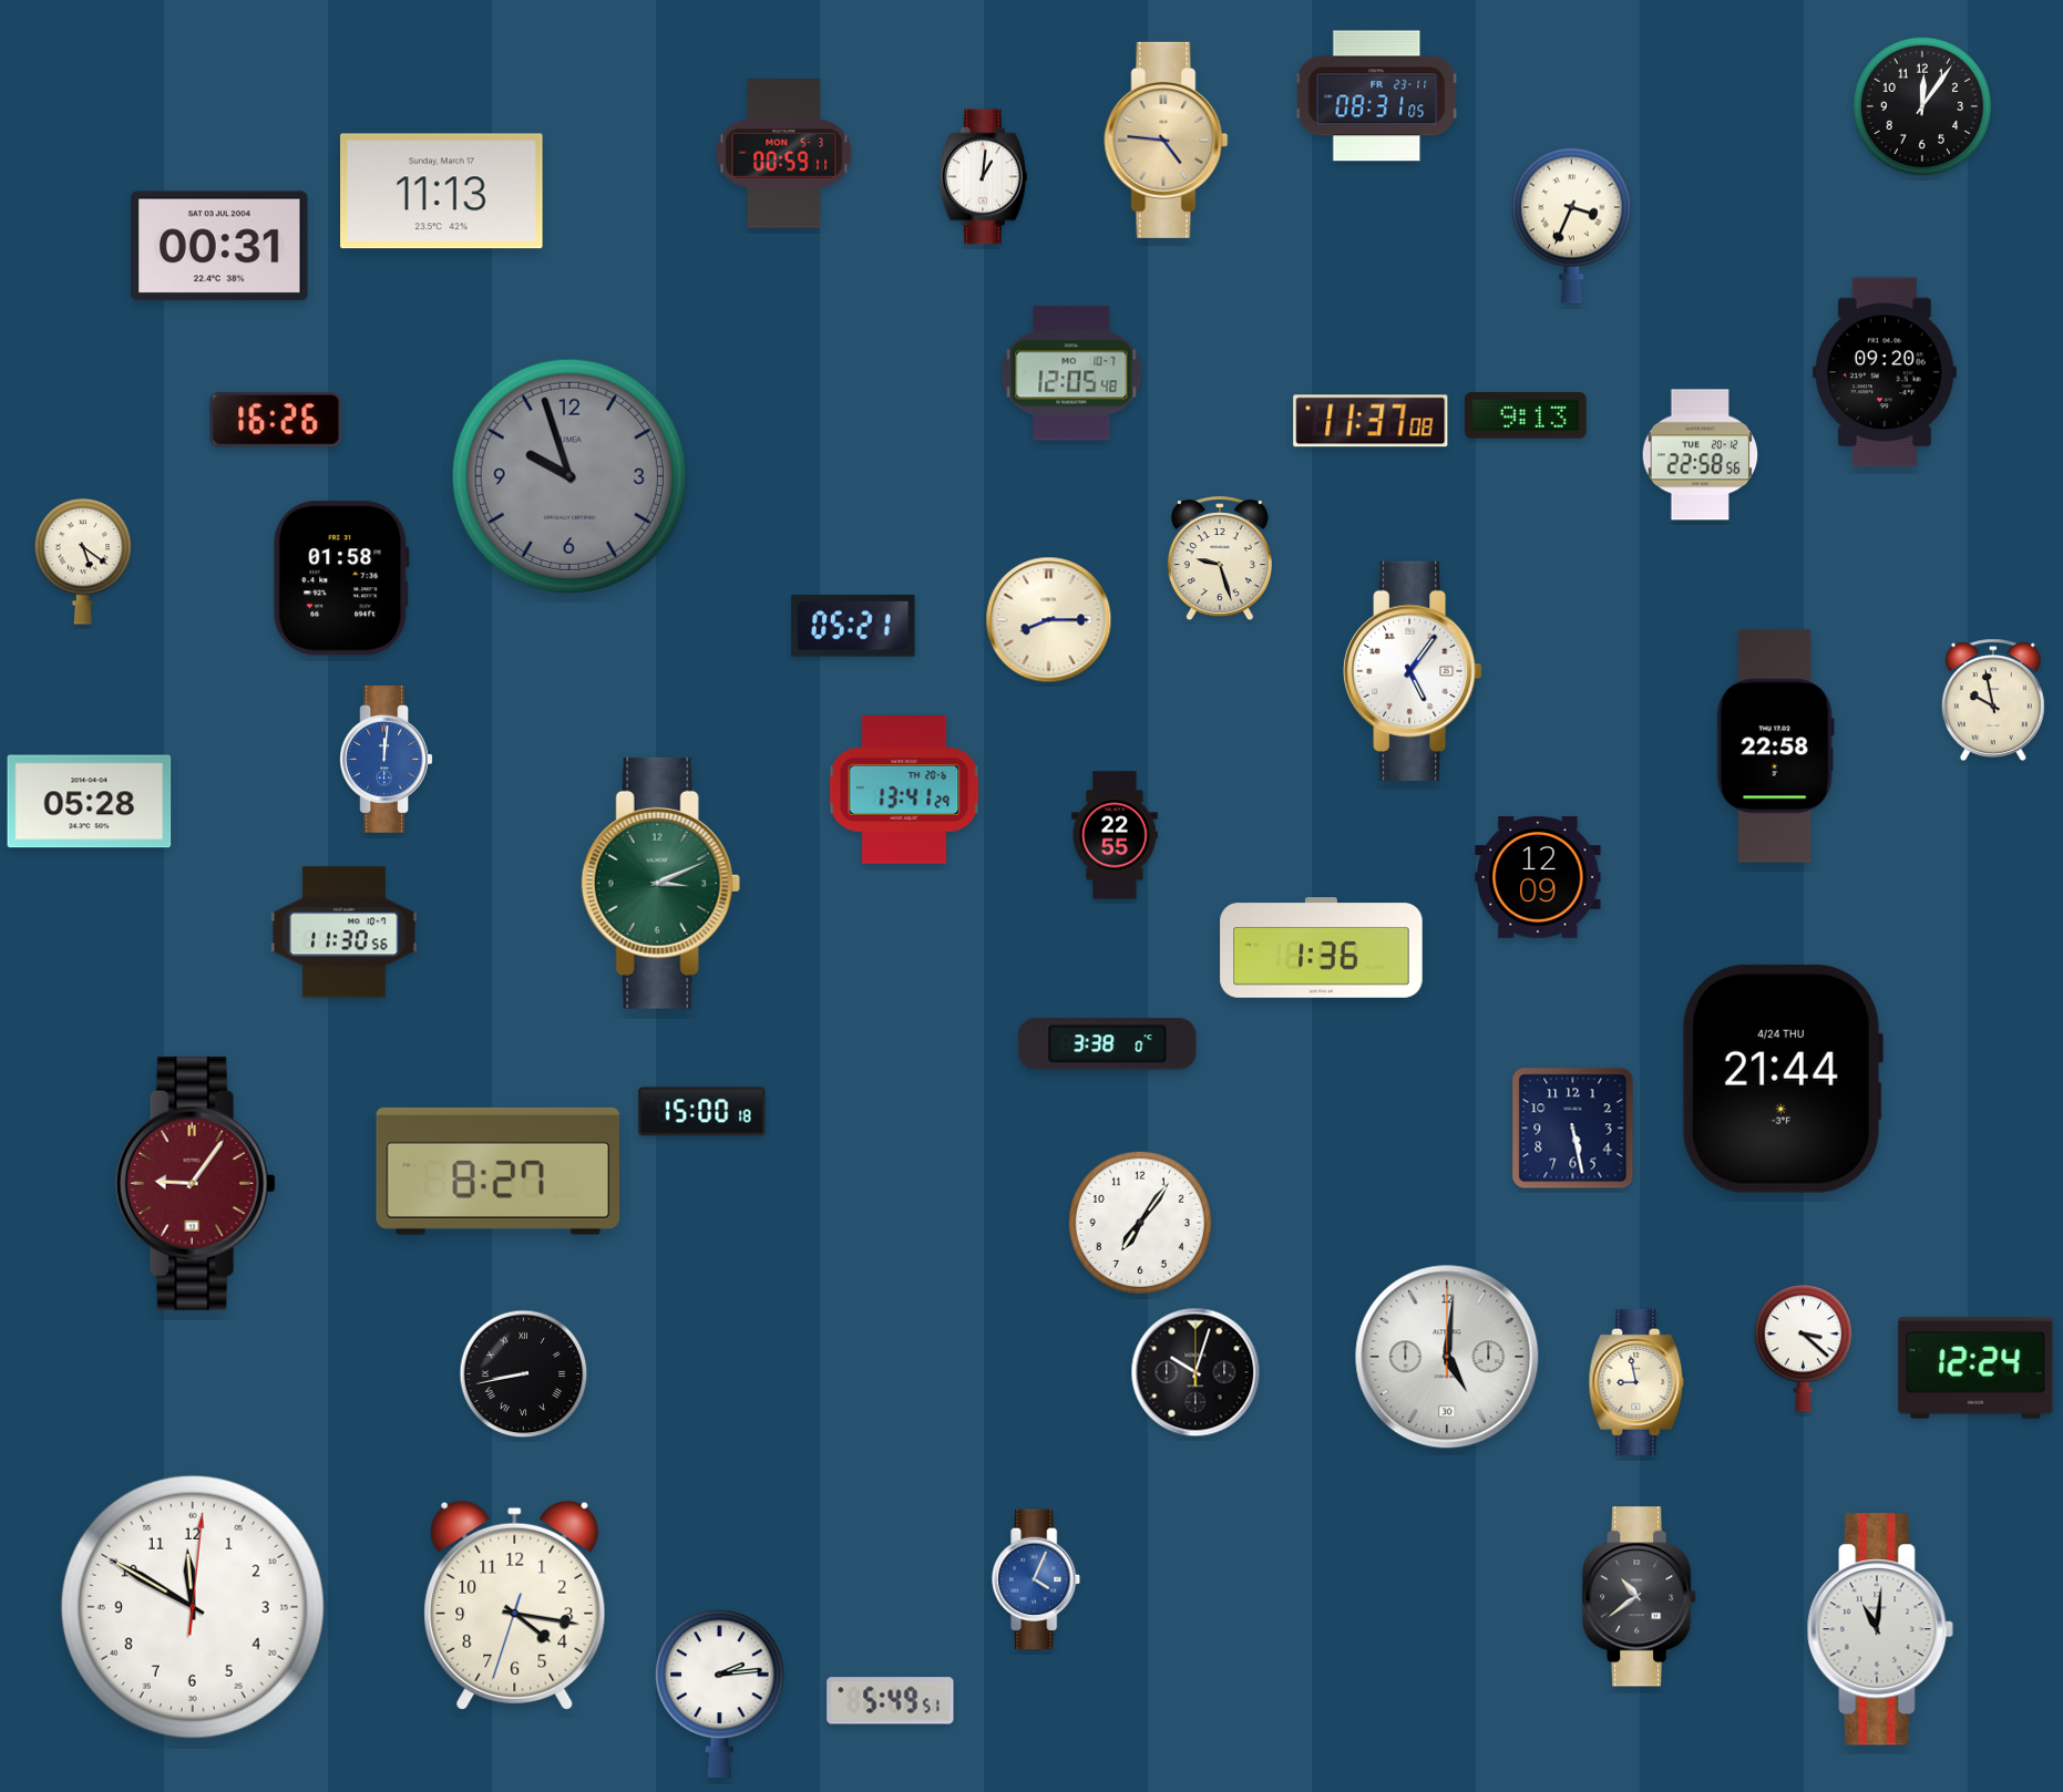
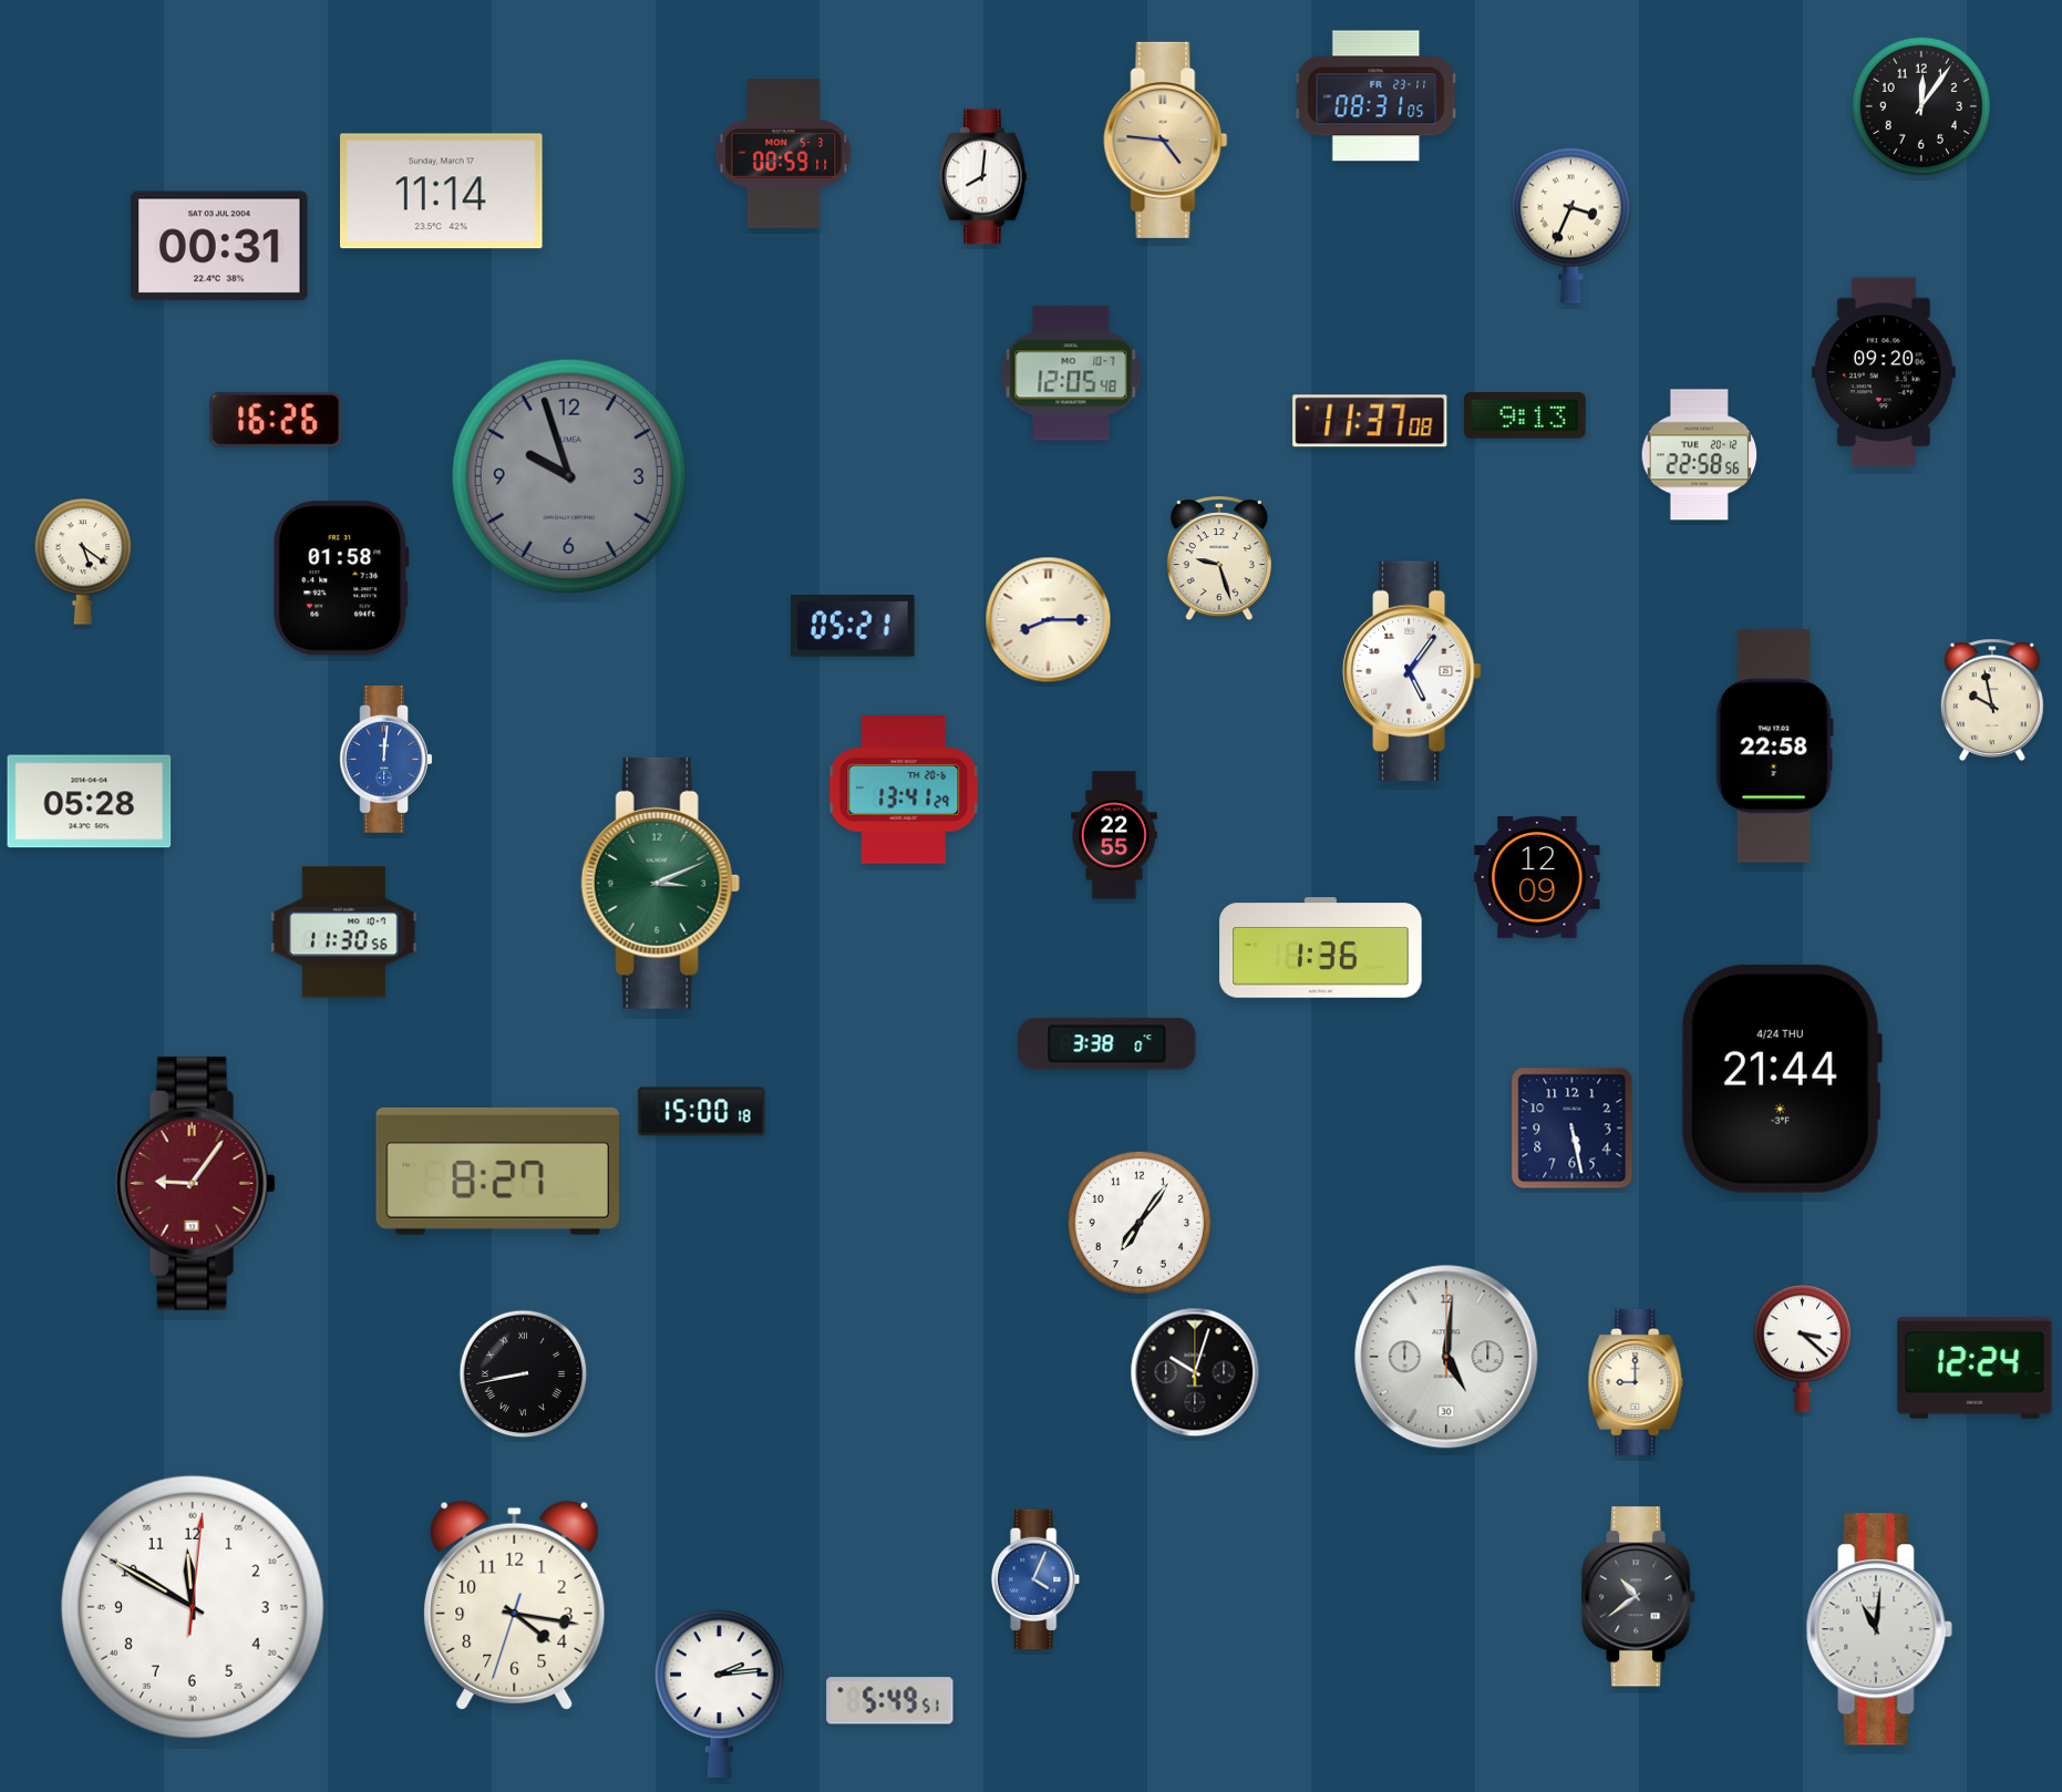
clock at (984, 177): 1:01 -> 8:01
clock at (442, 192): 11:13 -> 11:14
clock at (1636, 1382): 8:58 -> 9:00
